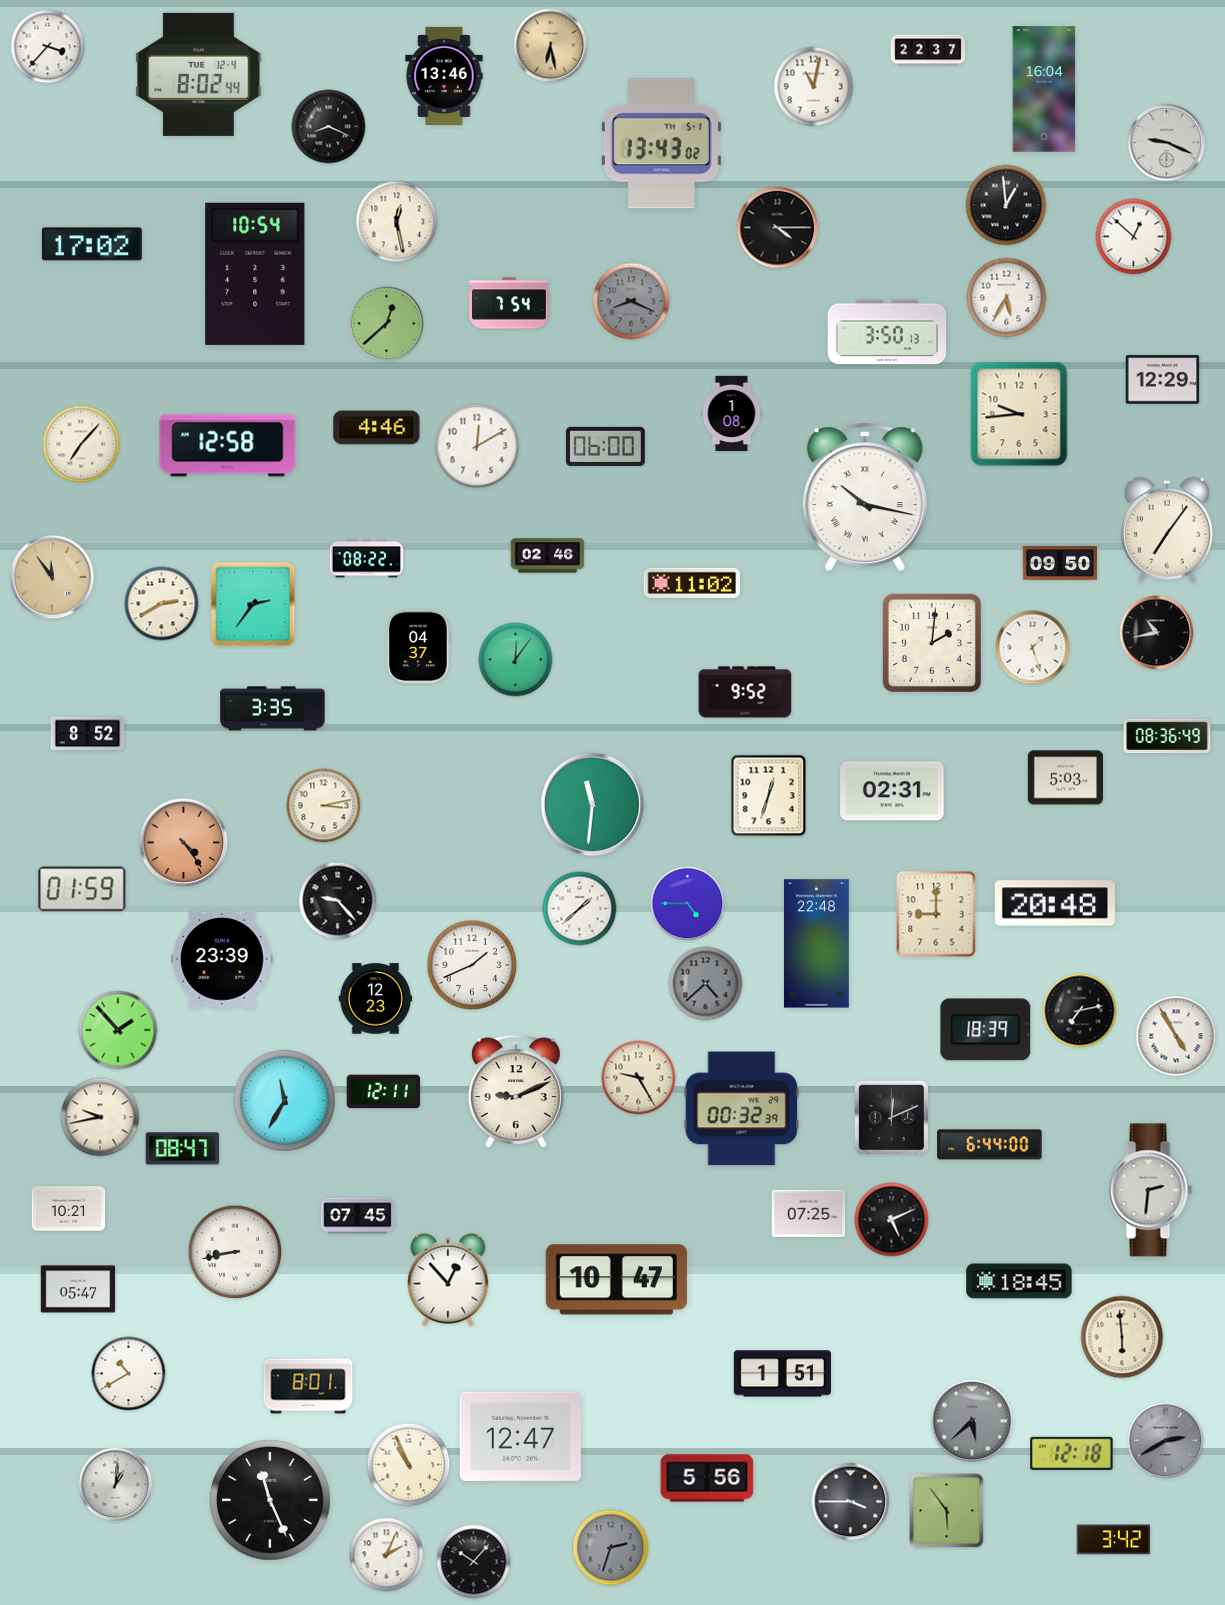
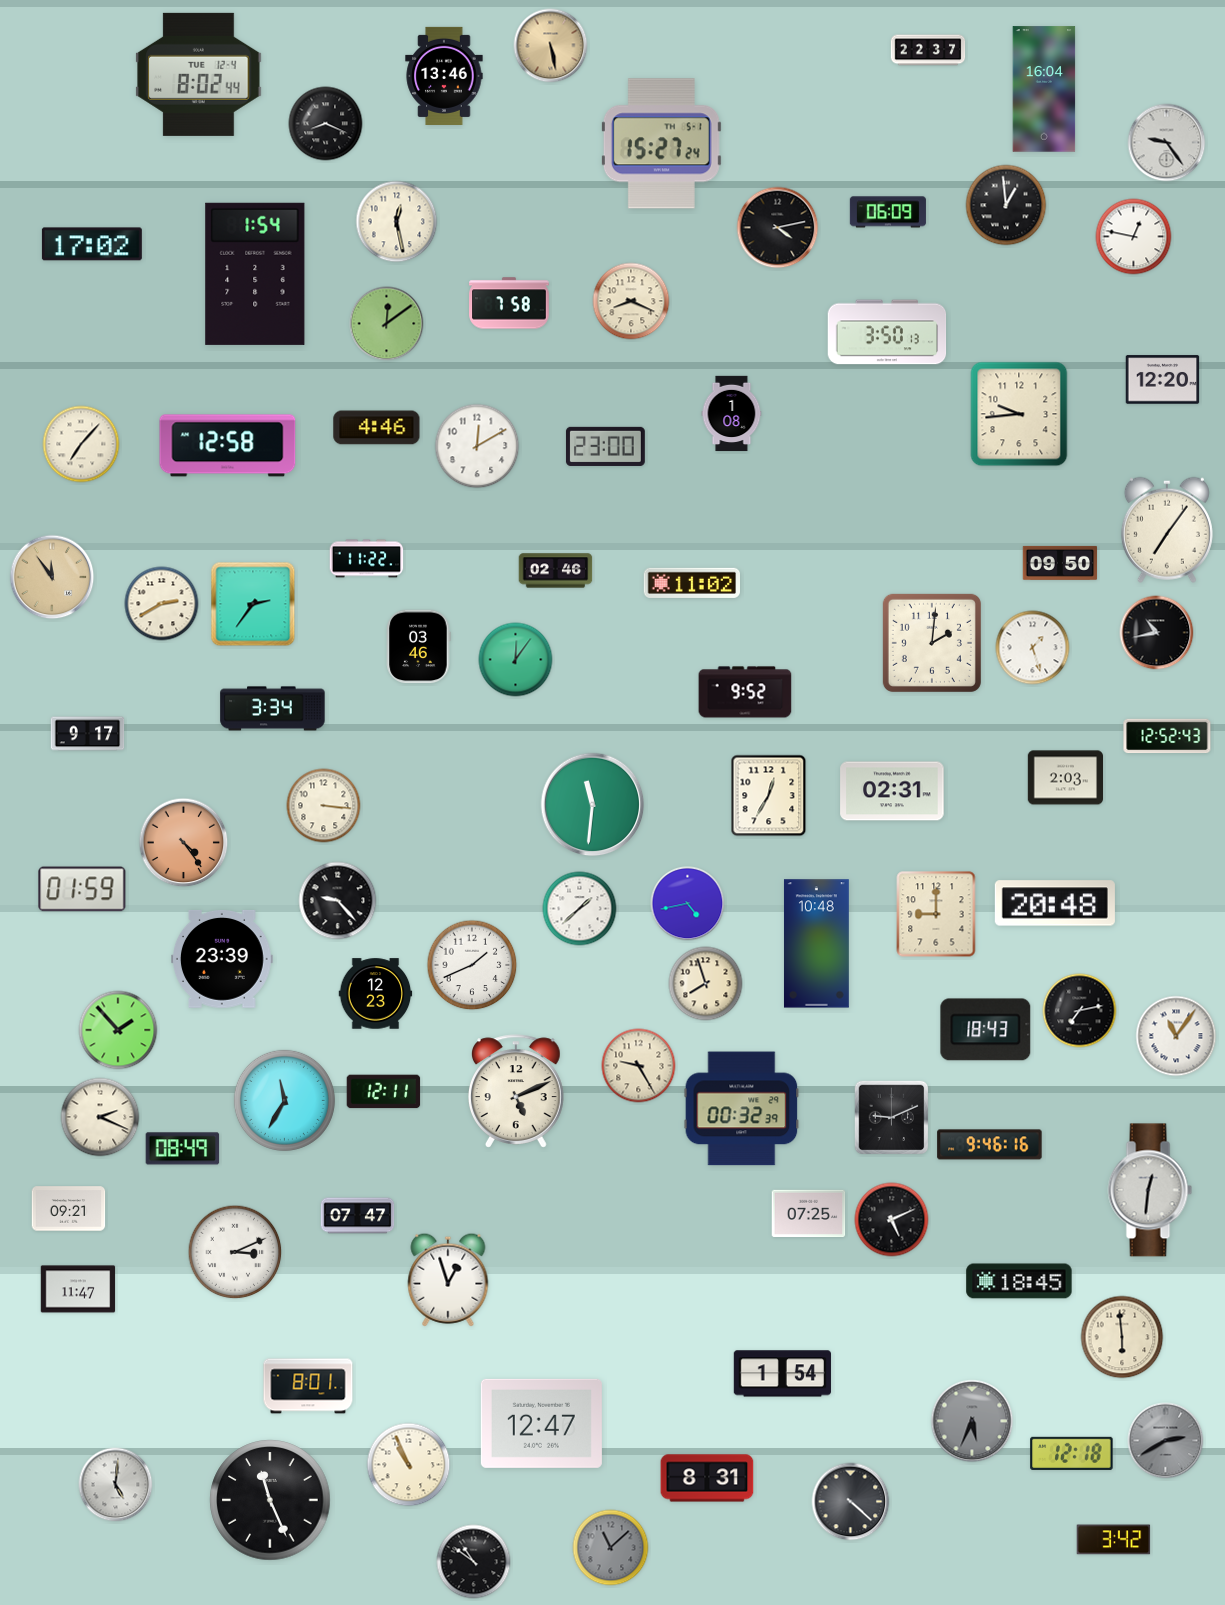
clock at (551, 46): 6:28 -> 5:28
clock at (48, 47): 3:37 -> none
clock at (814, 87): 11:02 -> none
clock at (329, 127) position: (329, 127) -> (326, 124)
clock at (1167, 143): 9:19 -> 9:24
clock at (661, 144): 13:43 -> 15:27
clock at (888, 212): none -> 06:09
clock at (778, 228): 4:15 -> 4:13
clock at (1134, 237): 12:52 -> 12:47
clock at (255, 274): 10:54 -> 1:54
clock at (1007, 298): 5:35 -> none
clock at (631, 301) dial: grey -> cream
clock at (509, 303): 7:54 -> 7:58
clock at (387, 324): 12:38 -> 12:09
clock at (1163, 380): 12:29 -> 12:20
clock at (605, 446): 06:00 -> 23:00
clock at (865, 497): 10:17 -> none
clock at (548, 556) position: (548, 556) -> (556, 571)
clock at (367, 559): 08:22 -> 11:22
clock at (418, 647): 04:37 -> 03:46
clock at (273, 709): 3:35 -> 3:34
clock at (88, 734): 8:52 -> 9:17
clock at (1167, 736): 08:36 -> 12:52
clock at (1065, 778): 5:03 -> 2:03
clock at (769, 796): 12:33 -> 12:35
clock at (324, 806): 3:13 -> 3:16
clock at (688, 904): 4:45 -> 4:43
clock at (816, 944): 22:48 -> 10:48
clock at (706, 984): 4:38 -> 7:57
clock at (706, 984) dial: grey -> cream
clock at (376, 999) position: (376, 999) -> (376, 994)
clock at (986, 1030): 18:39 -> 18:43
clock at (1176, 1036): 4:55 -> 11:06
clock at (639, 1078) position: (639, 1078) -> (639, 1066)
clock at (517, 1091): 9:11 -> 5:11
clock at (100, 1117): 9:43 -> 2:19
clock at (892, 1118): 12:11 -> 9:11
clock at (990, 1145): 6:44 -> 9:46
clock at (183, 1149): 08:47 -> 08:49
clock at (1150, 1190): 2:31 -> 12:31
clock at (69, 1209): 10:21 -> 09:21
clock at (358, 1216): 07:45 -> 07:47
clock at (235, 1252): 8:43 -> 3:11
clock at (448, 1280): 12:53 -> 12:57
clock at (616, 1280): 10:47 -> none
clock at (78, 1289): 05:47 -> 11:47
clock at (129, 1374): 10:40 -> none
clock at (782, 1374): 1:51 -> 1:54
clock at (972, 1421): 5:38 -> 5:34
clock at (520, 1436) position: (520, 1436) -> (541, 1423)
clock at (707, 1478): 5:56 -> 8:31
clock at (116, 1485): 1:01 -> 5:01
clock at (851, 1502): 3:45 -> 4:22
clock at (947, 1511): 5:54 -> none
clock at (611, 1548): 2:33 -> 11:08
clock at (387, 1555): 2:04 -> none
clock at (474, 1562): 10:07 -> 10:51
